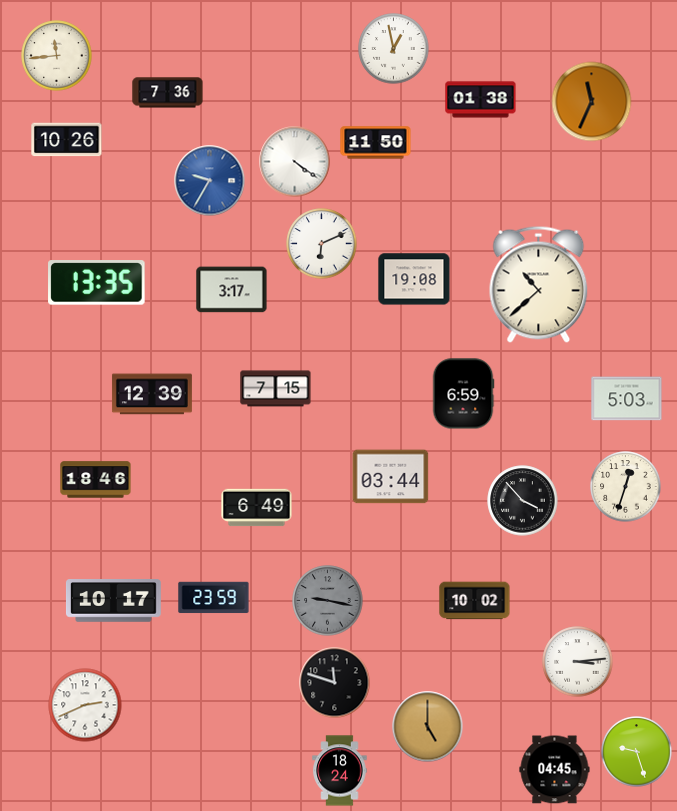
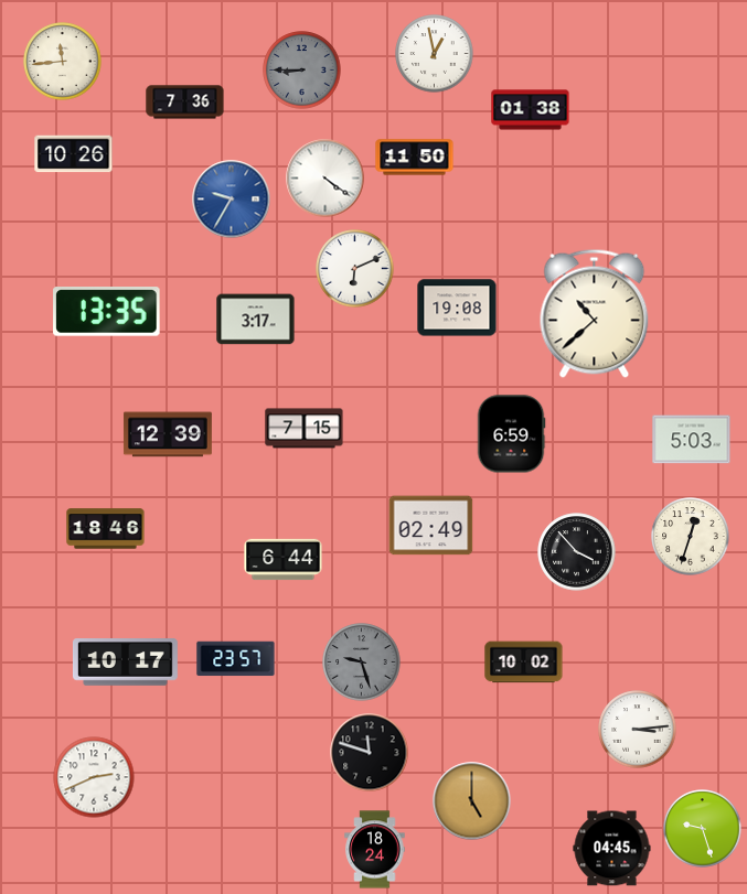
clock at (302, 71): none -> 8:45
clock at (592, 102): 11:34 -> none
clock at (391, 477): 03:44 -> 02:49
clock at (257, 508): 6:49 -> 6:44
clock at (214, 598): 23:59 -> 23:57
clock at (328, 601): 9:17 -> 9:27
